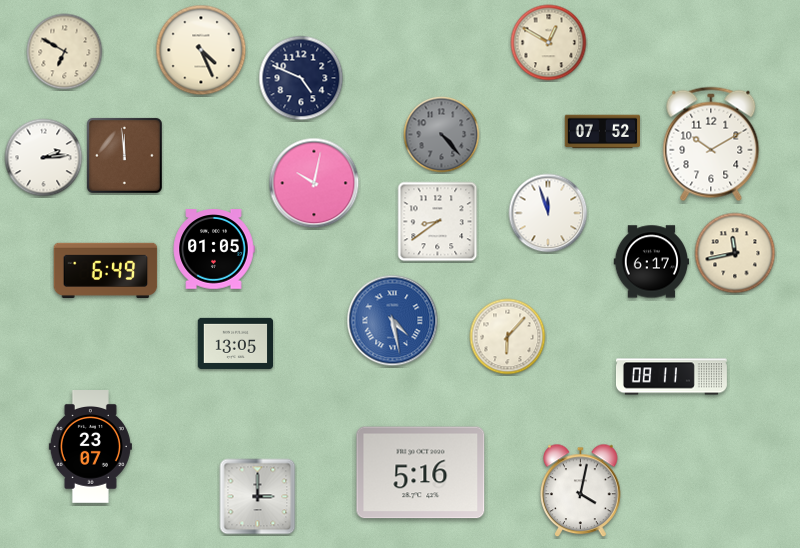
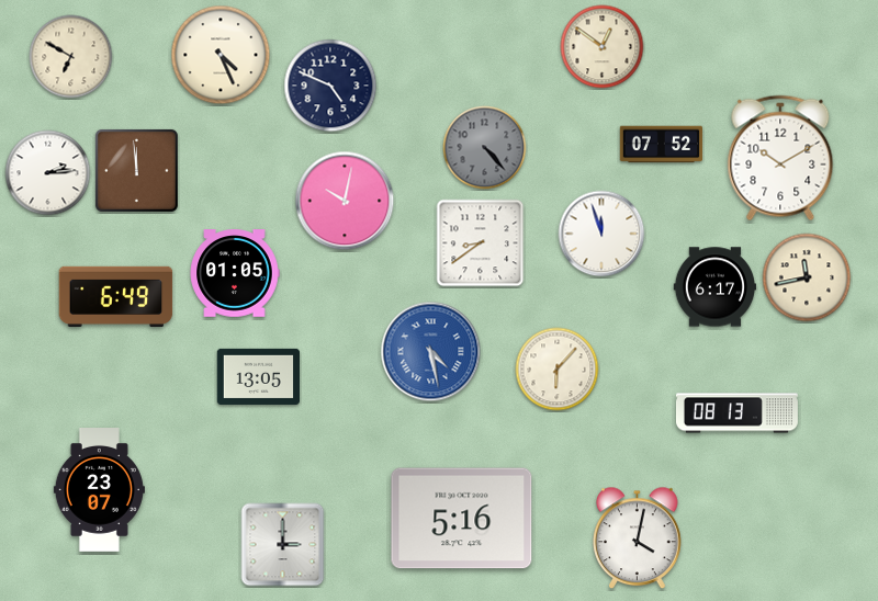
clock at (549, 43): 12:50 -> 12:51
clock at (671, 377): 08:11 -> 08:13
